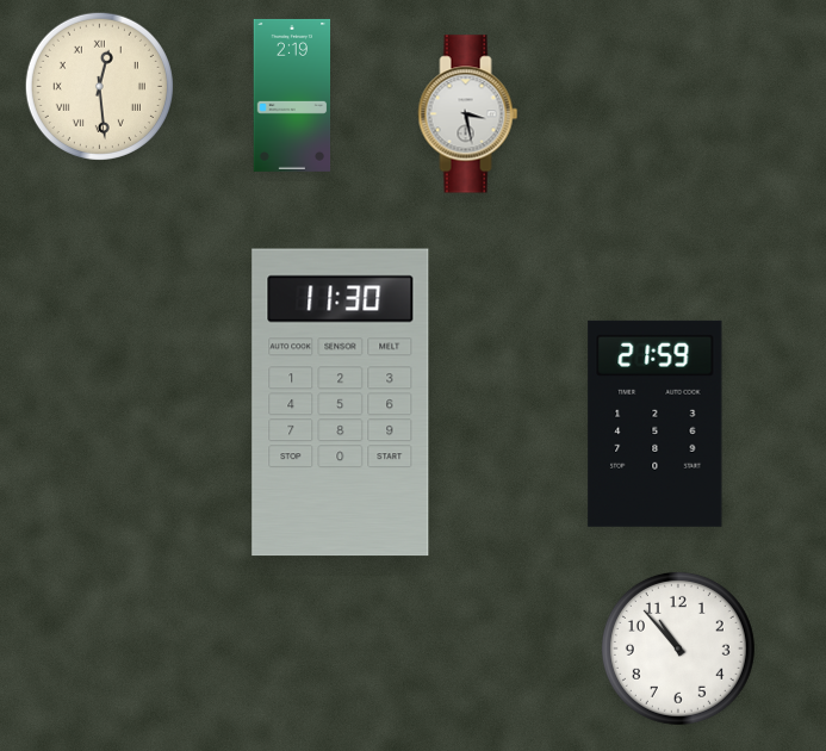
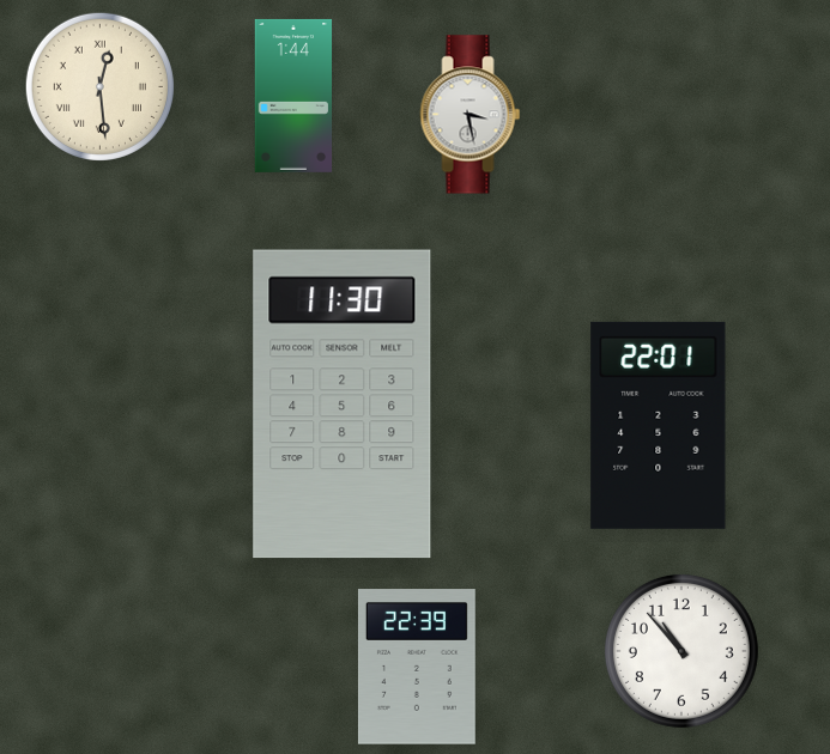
clock at (292, 95): 2:19 -> 1:44
clock at (656, 423): 21:59 -> 22:01
clock at (417, 667): none -> 22:39
